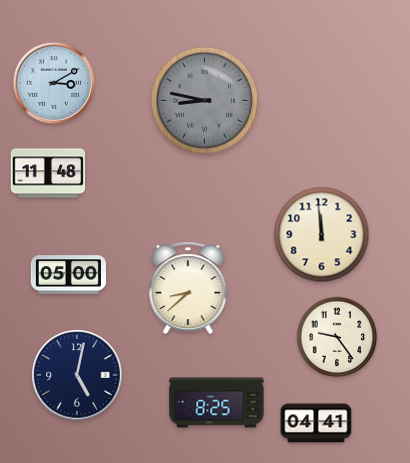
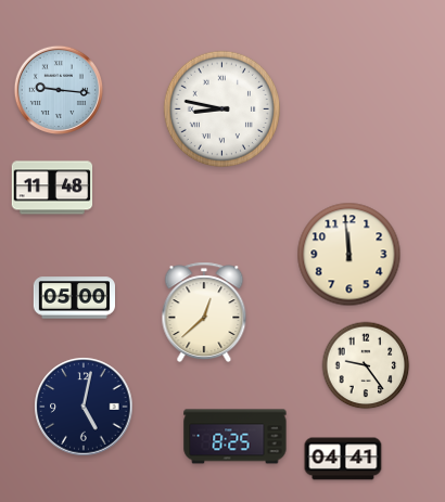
clock at (54, 83): 3:10 -> 9:16
clock at (204, 100) dial: grey -> white
clock at (188, 288): 8:38 -> 12:38
